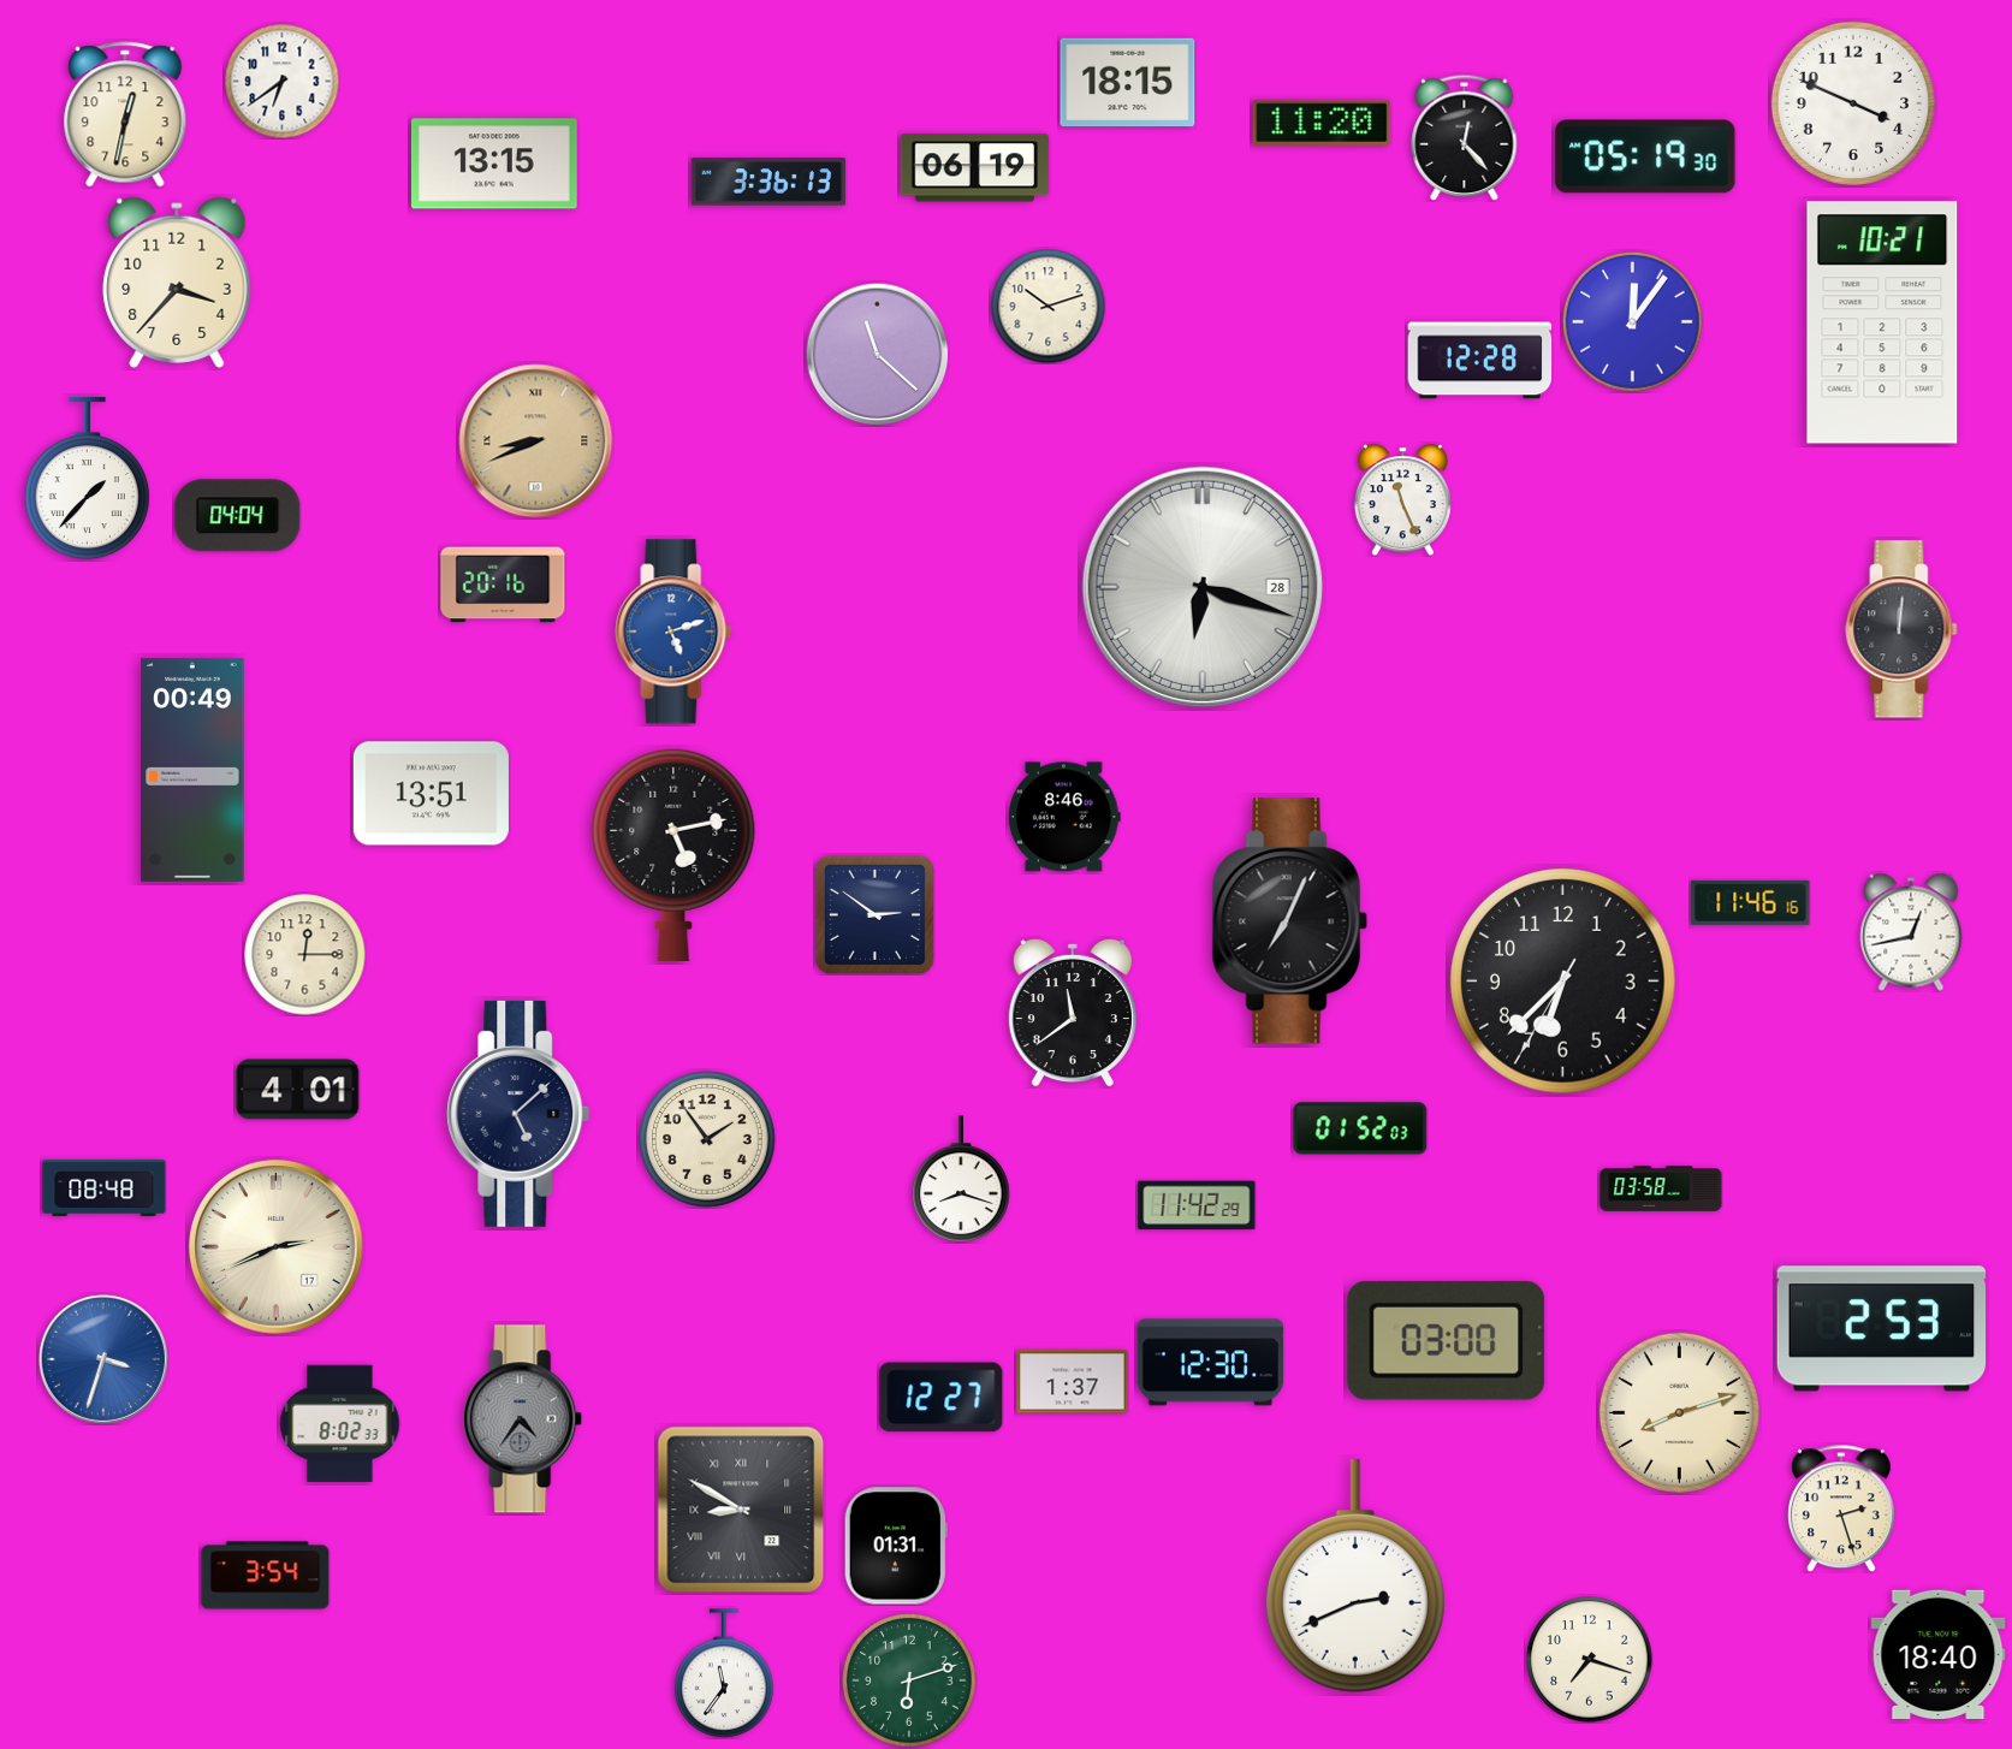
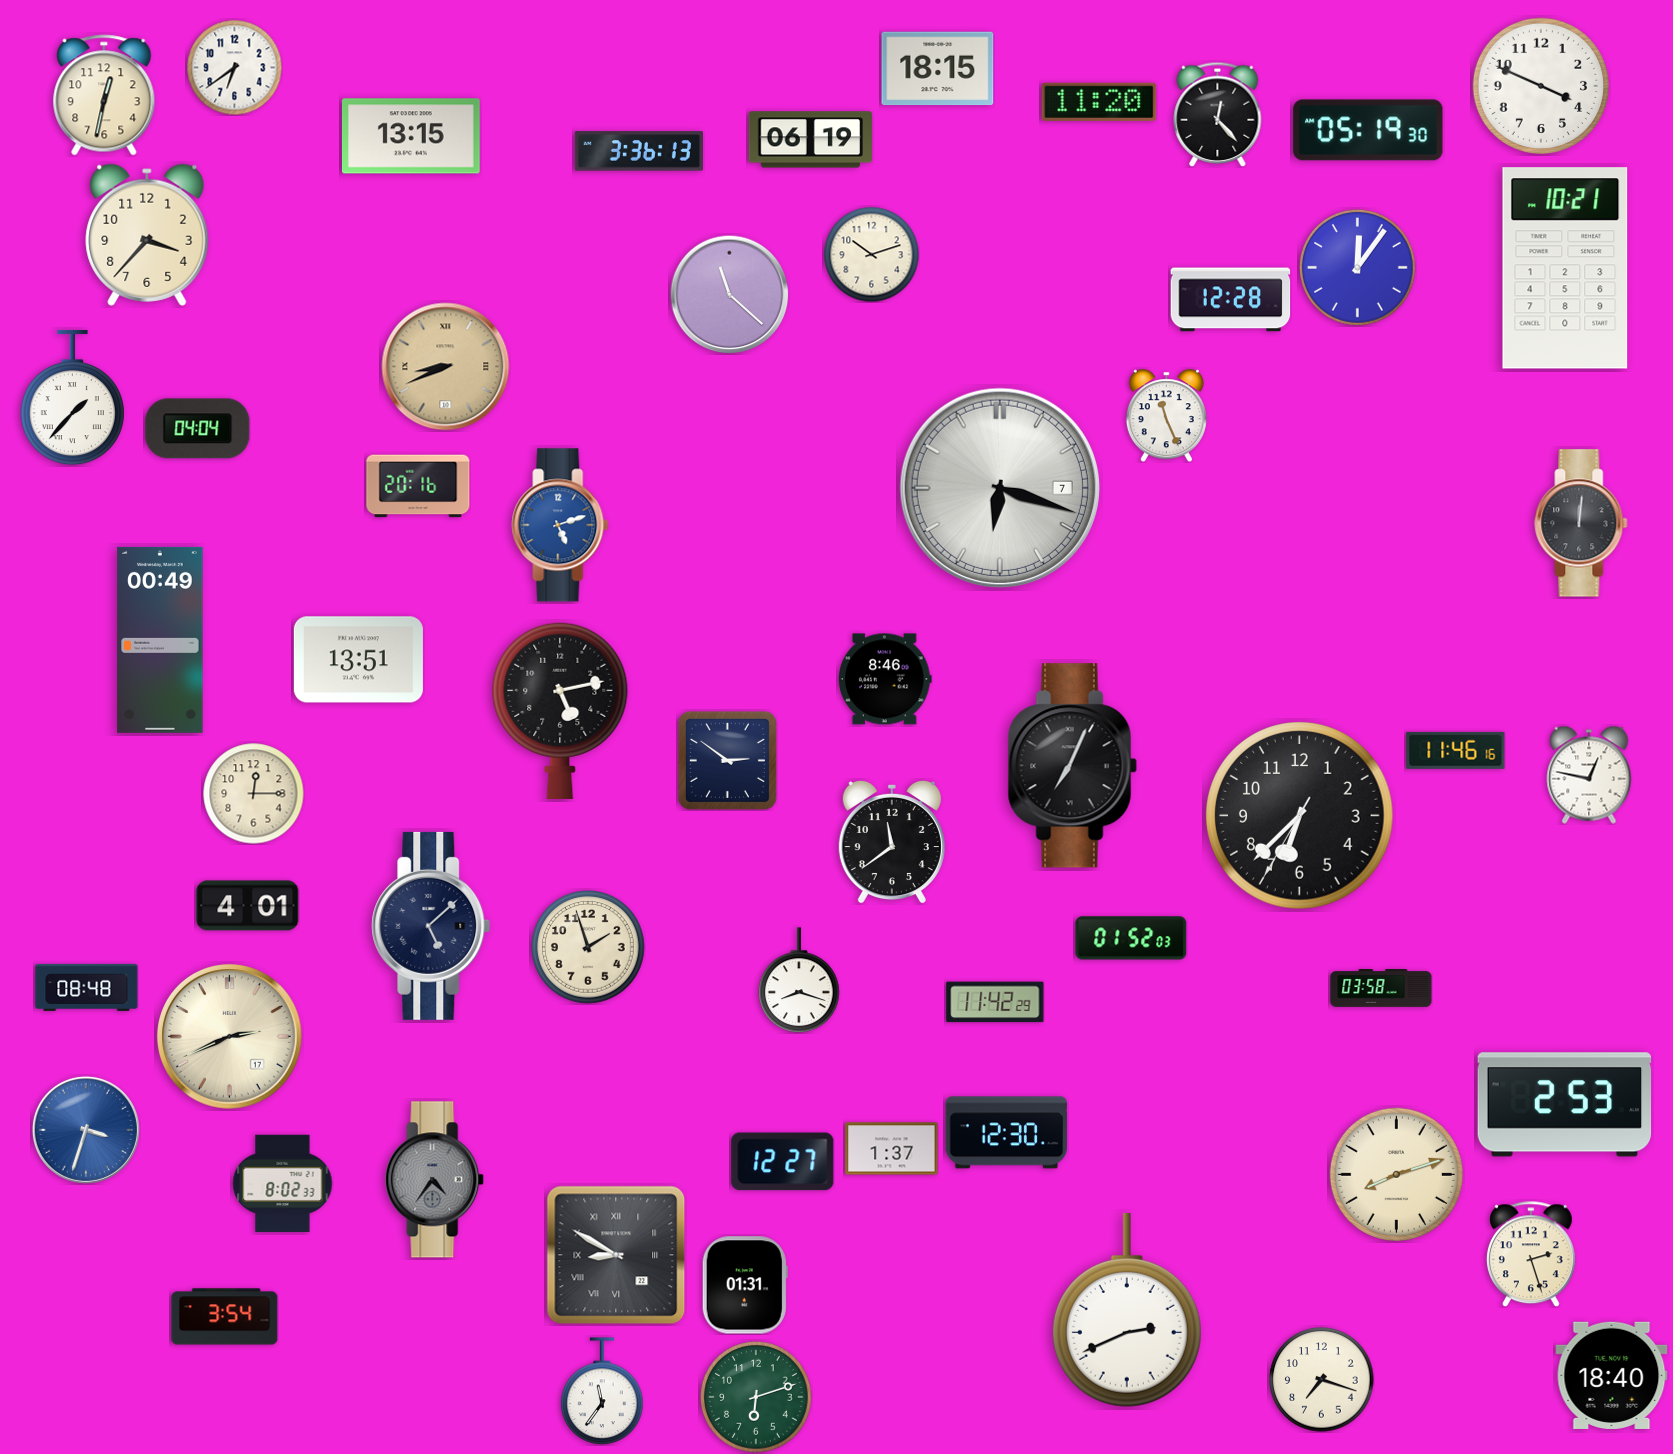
clock at (1203, 587) date: 28 -> 7
clock at (1911, 932): 12:43 -> 12:47
clock at (707, 1139): 1:54 -> 1:57
clock at (1447, 1340): 03:00 -> none
clock at (266, 1576) position: (266, 1576) -> (225, 1317)
